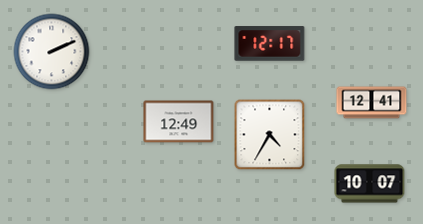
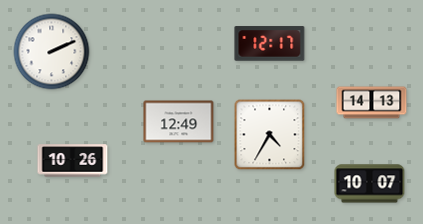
clock at (372, 103): 12:41 -> 14:13
clock at (73, 161): none -> 10:26
